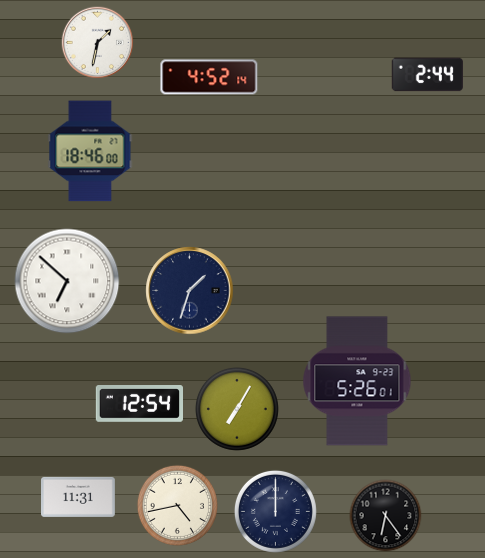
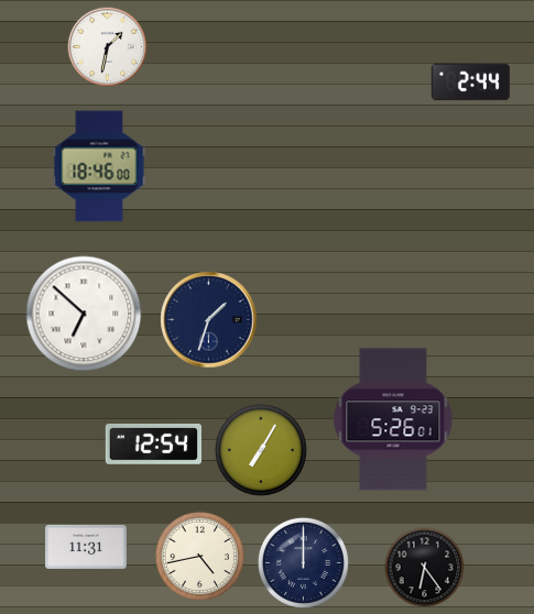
clock at (209, 77): 4:52 -> none
clock at (67, 281) position: (67, 281) -> (84, 314)
clock at (177, 505) position: (177, 505) -> (199, 556)
